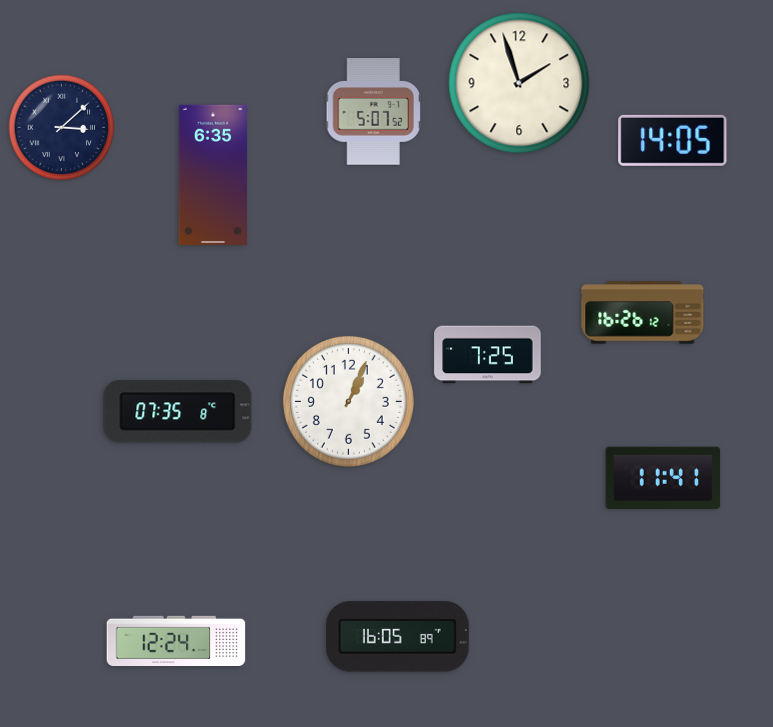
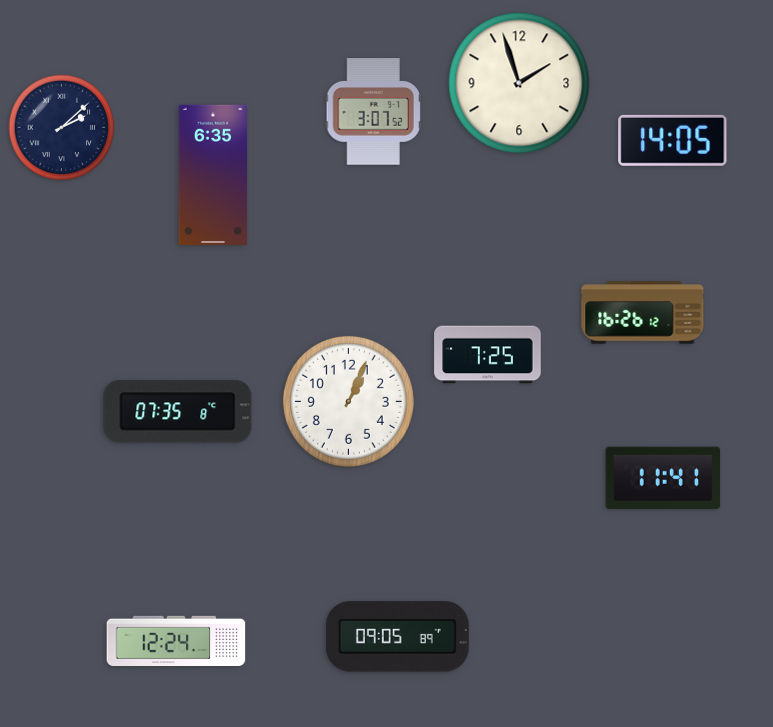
clock at (373, 112): 5:07 -> 3:07
clock at (62, 128): 3:08 -> 2:08
clock at (397, 637): 16:05 -> 09:05
